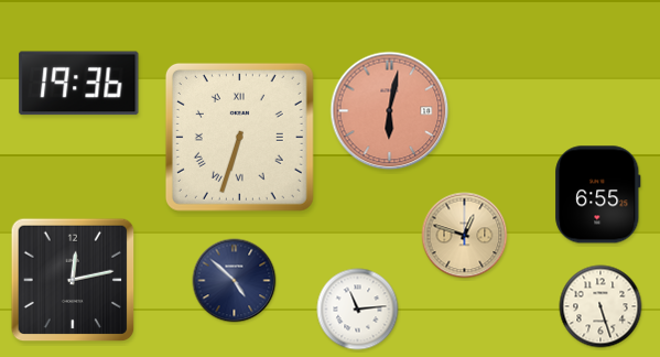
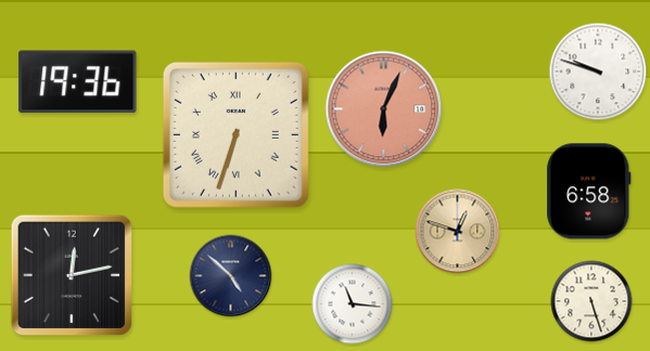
clock at (598, 71): none -> 9:48
clock at (390, 111): 6:02 -> 6:04
clock at (598, 195): 6:55 -> 6:58
clock at (358, 310): 11:14 -> 11:16
